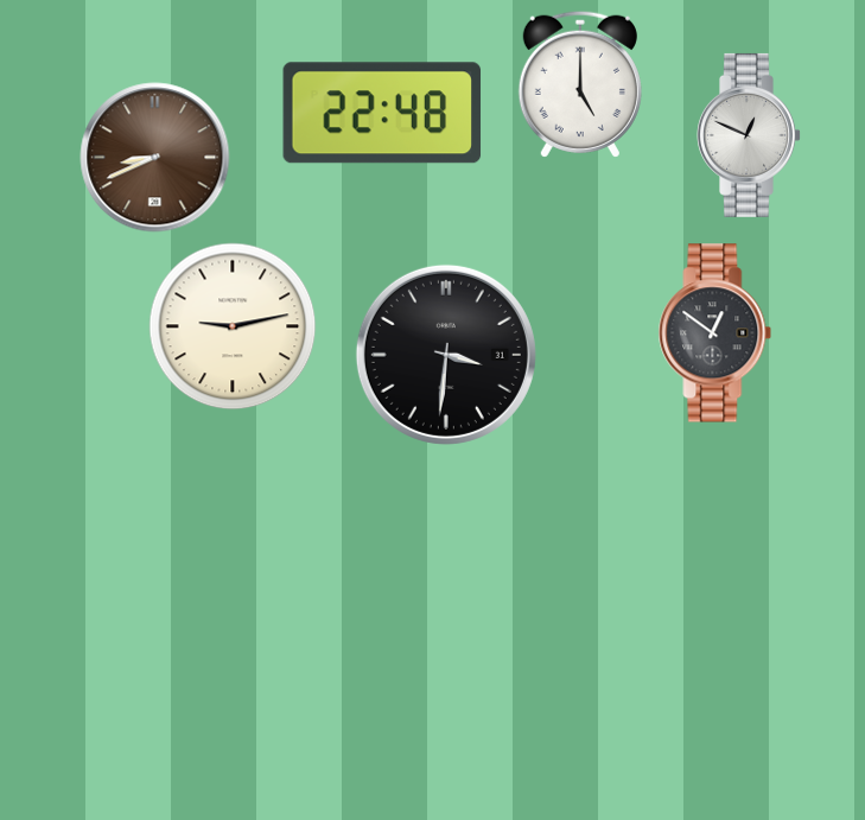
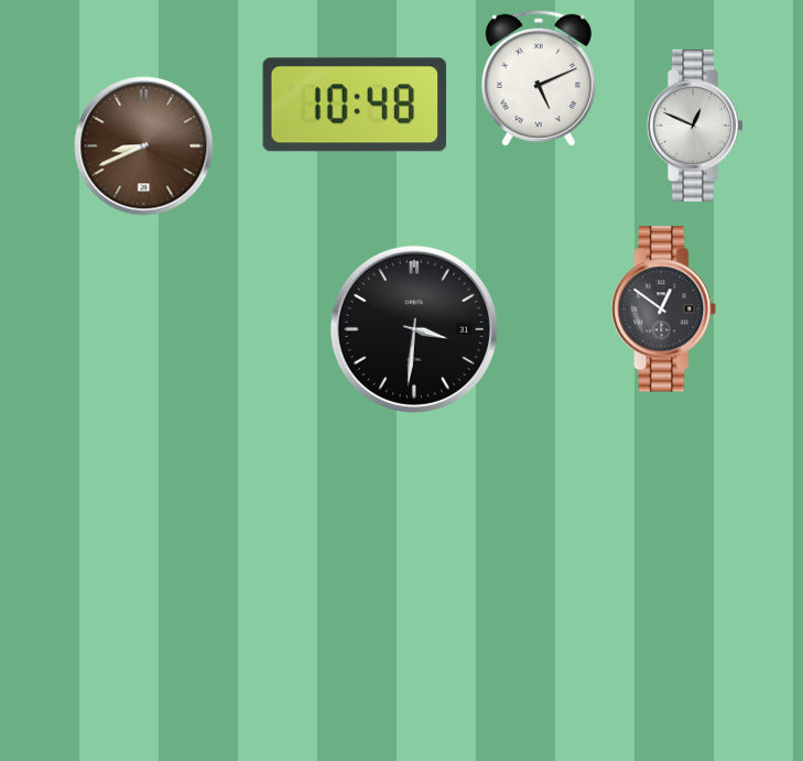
clock at (580, 84): 5:00 -> 5:11
clock at (382, 113): 22:48 -> 10:48
clock at (233, 326): 9:13 -> none
